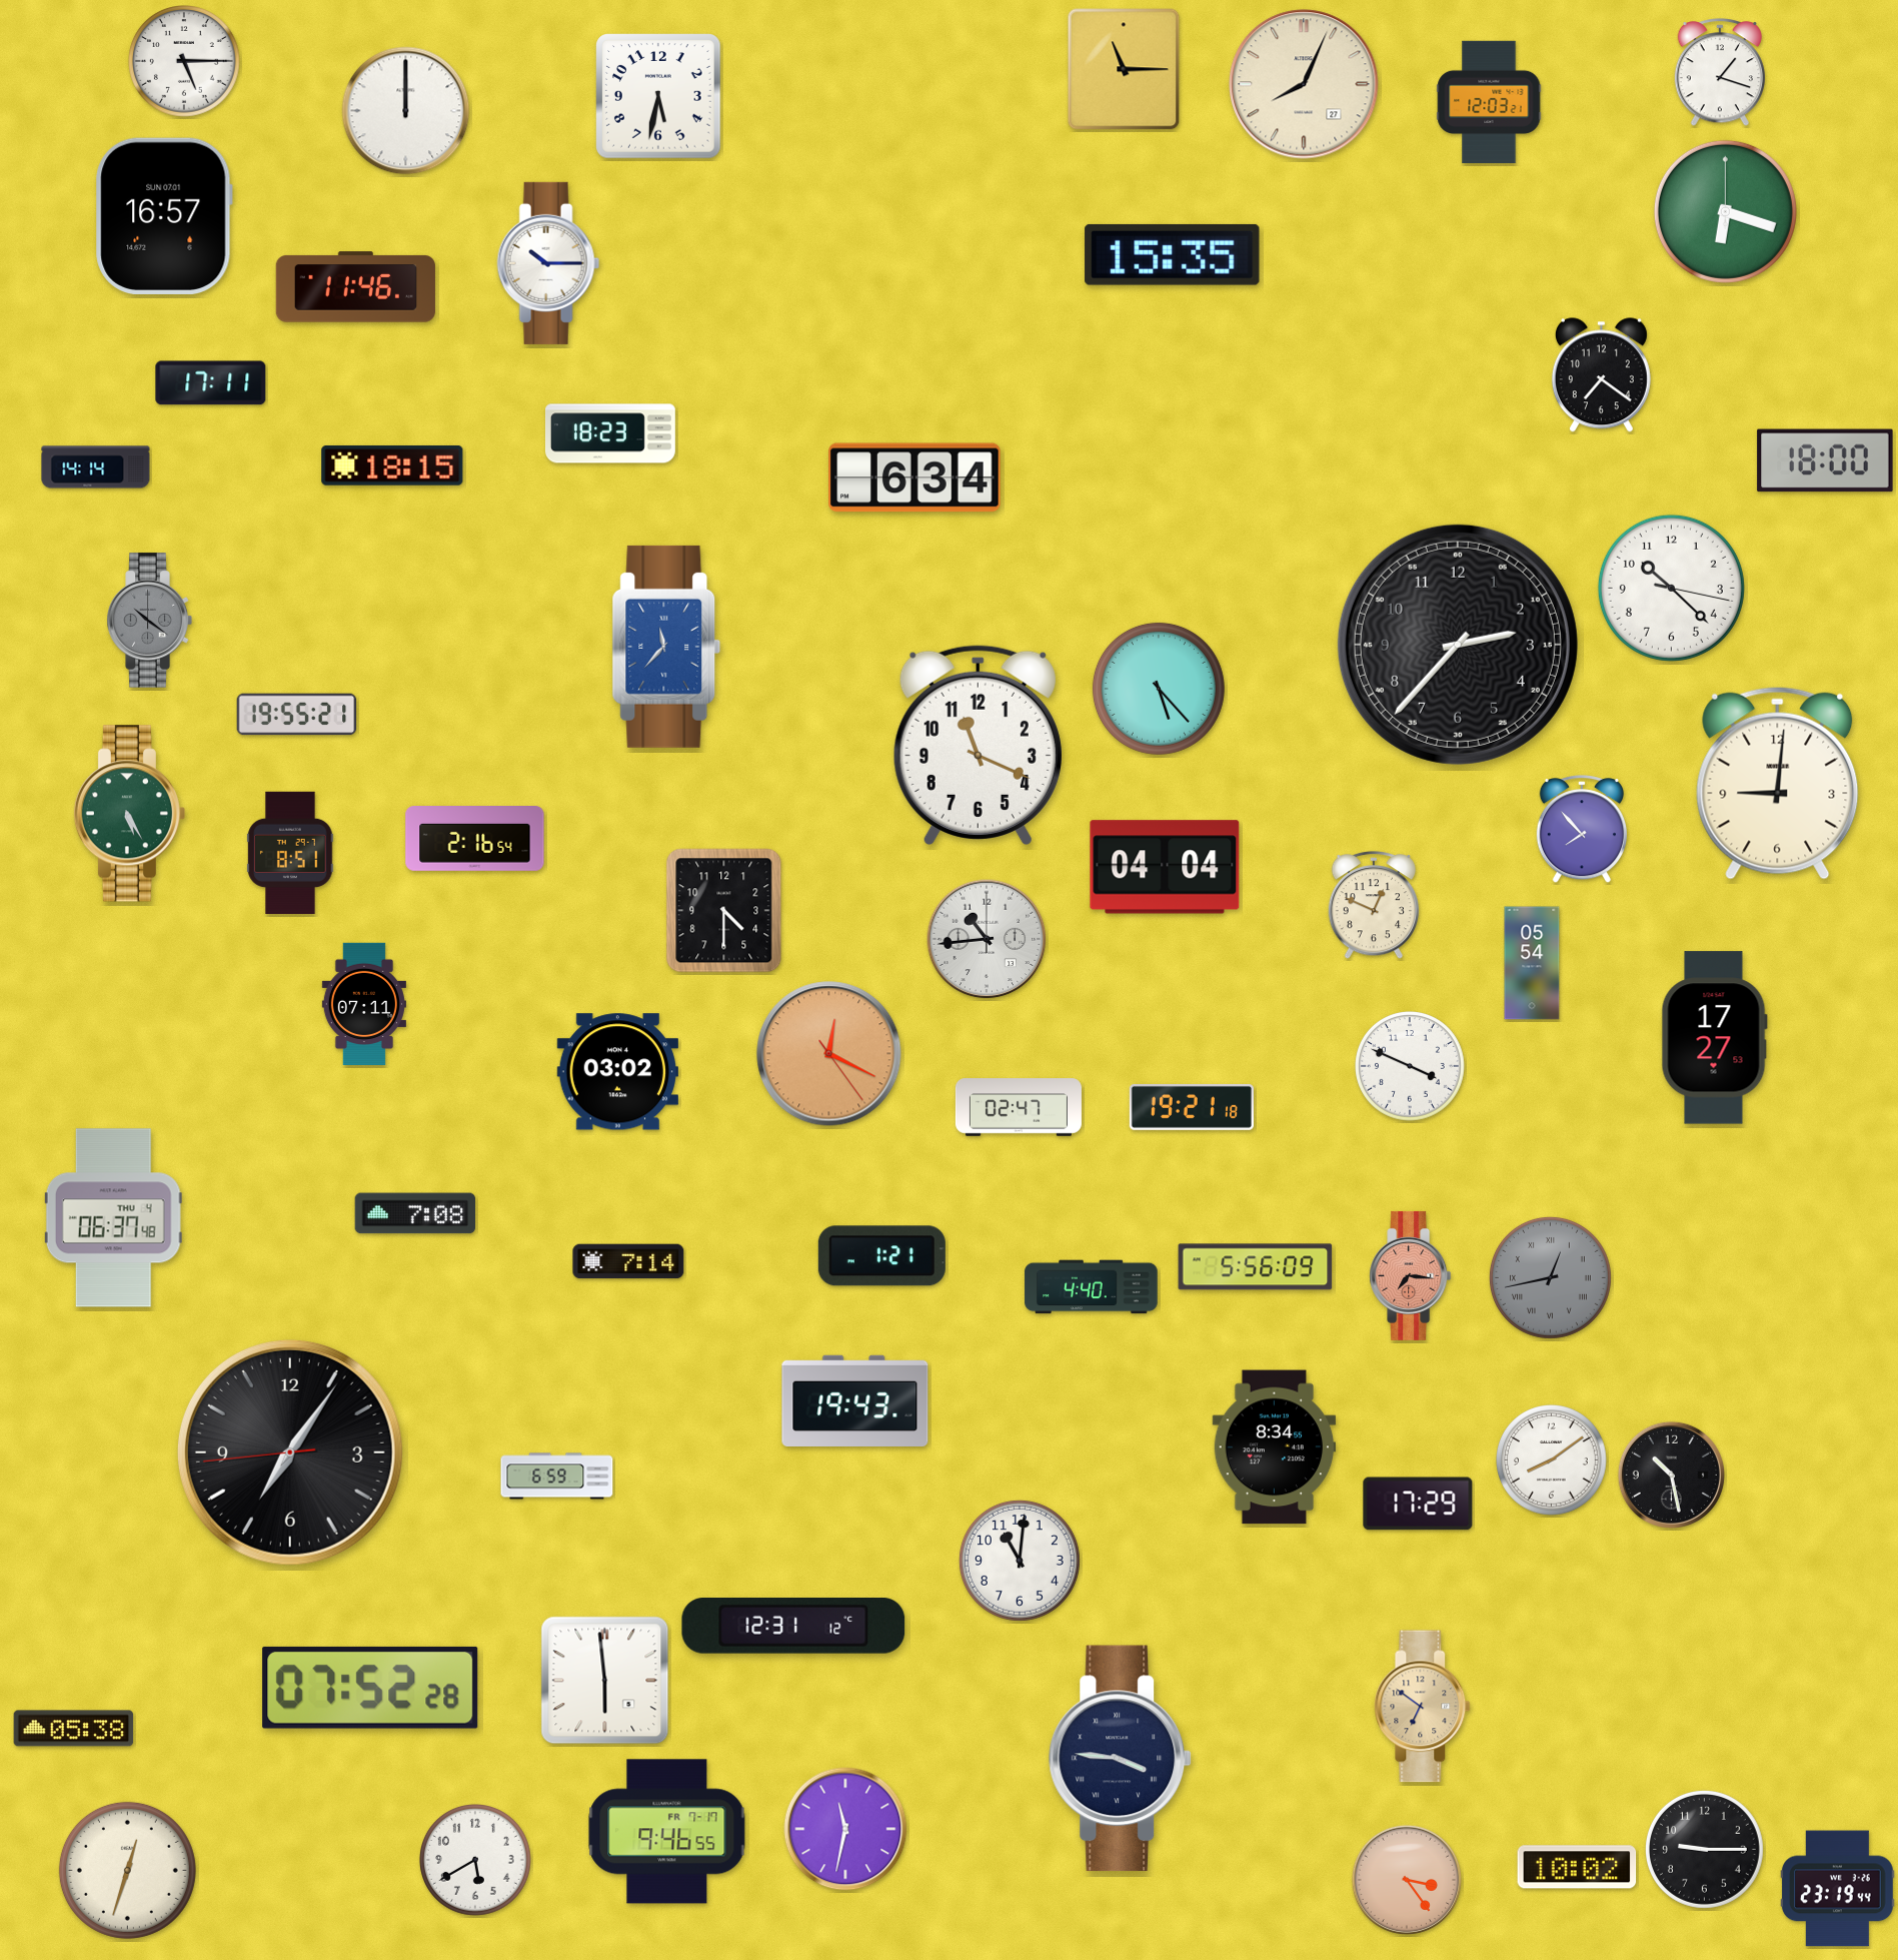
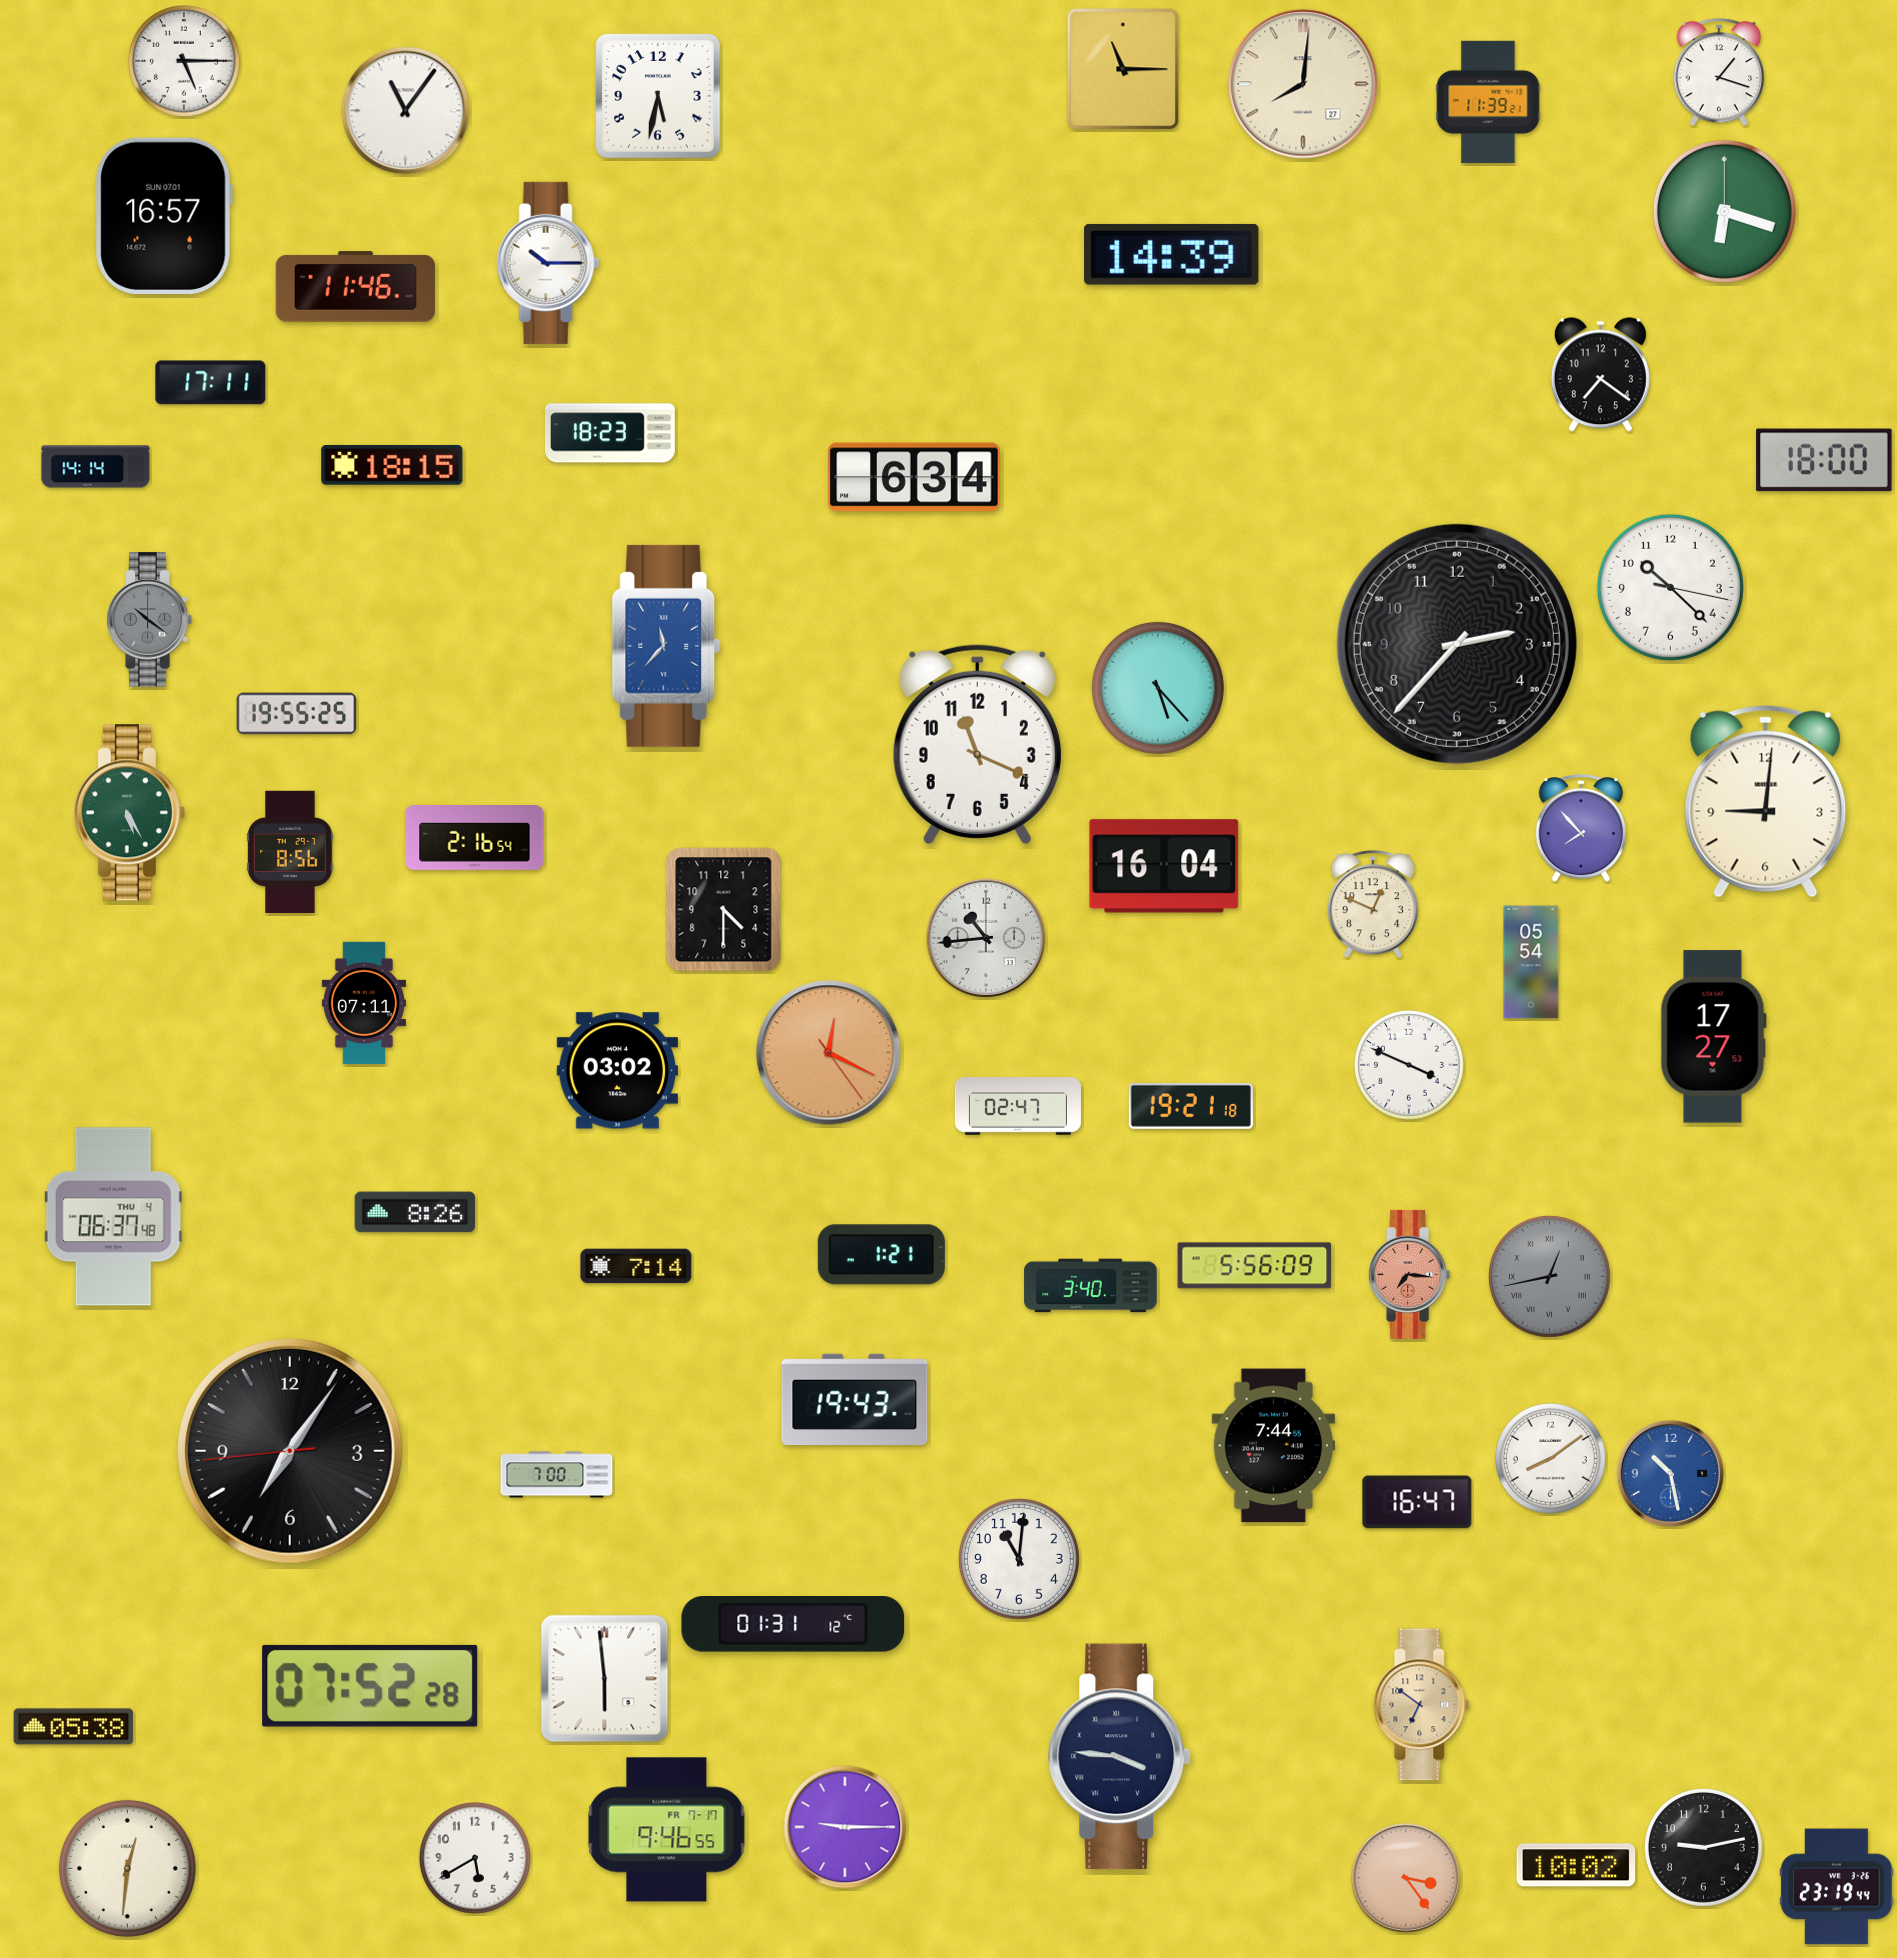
clock at (1304, 84): 8:04 -> 8:01
clock at (1489, 102): 12:03 -> 11:39
clock at (406, 111): 12:00 -> 11:06
clock at (1173, 254): 15:35 -> 14:39
clock at (297, 715): 19:55:21 -> 19:55:25
clock at (1778, 783) position: (1778, 783) -> (1766, 801)
clock at (290, 852): 8:51 -> 8:56
clock at (1165, 867): 04:04 -> 16:04
clock at (415, 1213): 7:08 -> 8:26
clock at (628, 1261) position: (628, 1261) -> (636, 1266)
clock at (1092, 1287): 4:40 -> 3:40
clock at (1275, 1447): 8:34 -> 7:44
clock at (1671, 1475) dial: black -> blue
clock at (557, 1477): 6:59 -> 7:00
clock at (1418, 1504): 17:29 -> 16:47
clock at (793, 1626): 12:31 -> 01:31
clock at (845, 1829): 11:32 -> 9:15
clock at (1704, 1849): 9:15 -> 9:13
clock at (127, 1870): 12:33 -> 12:31
